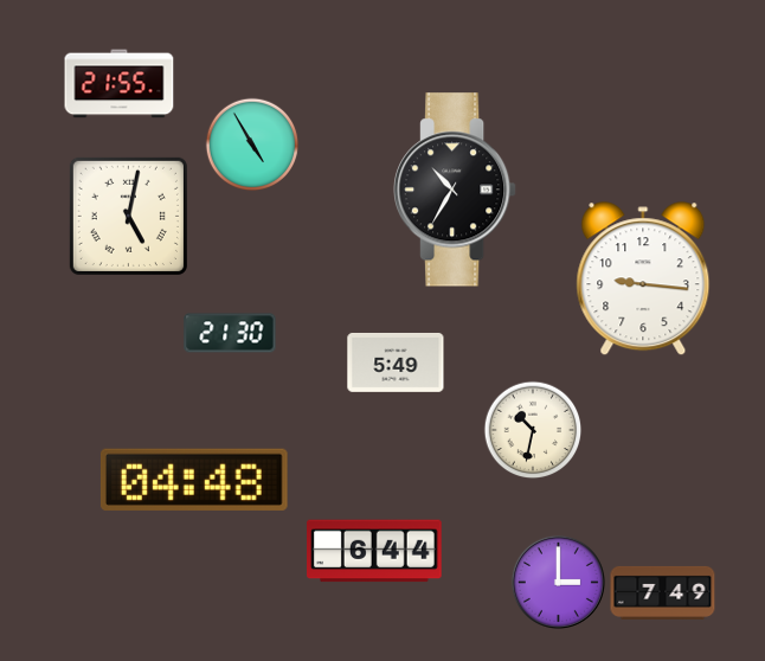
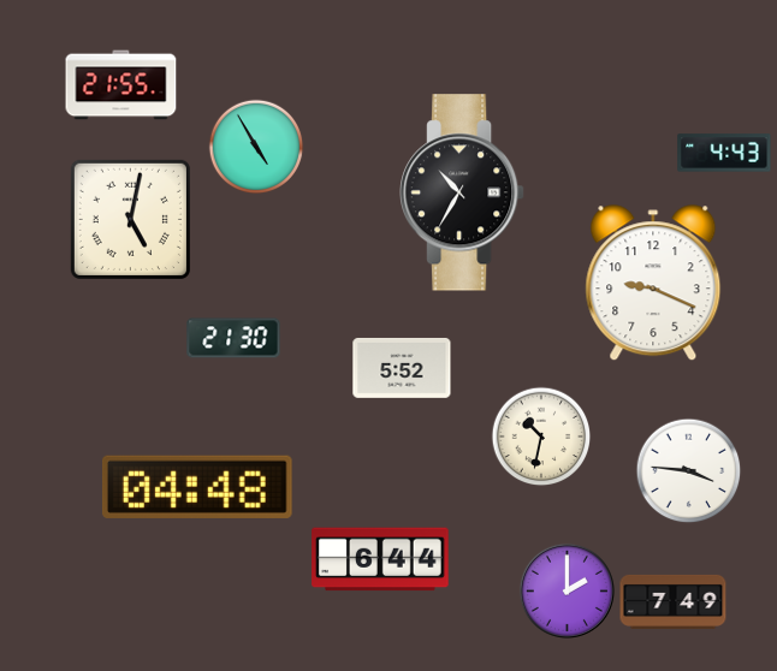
clock at (724, 153): none -> 4:43
clock at (643, 280): 9:16 -> 9:19
clock at (396, 362): 5:49 -> 5:52
clock at (688, 470): none -> 3:46
clock at (558, 582): 3:00 -> 2:00
